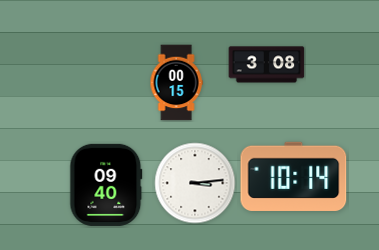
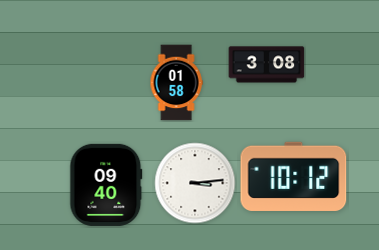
clock at (176, 83): 00:15 -> 01:58
clock at (294, 176): 10:14 -> 10:12
